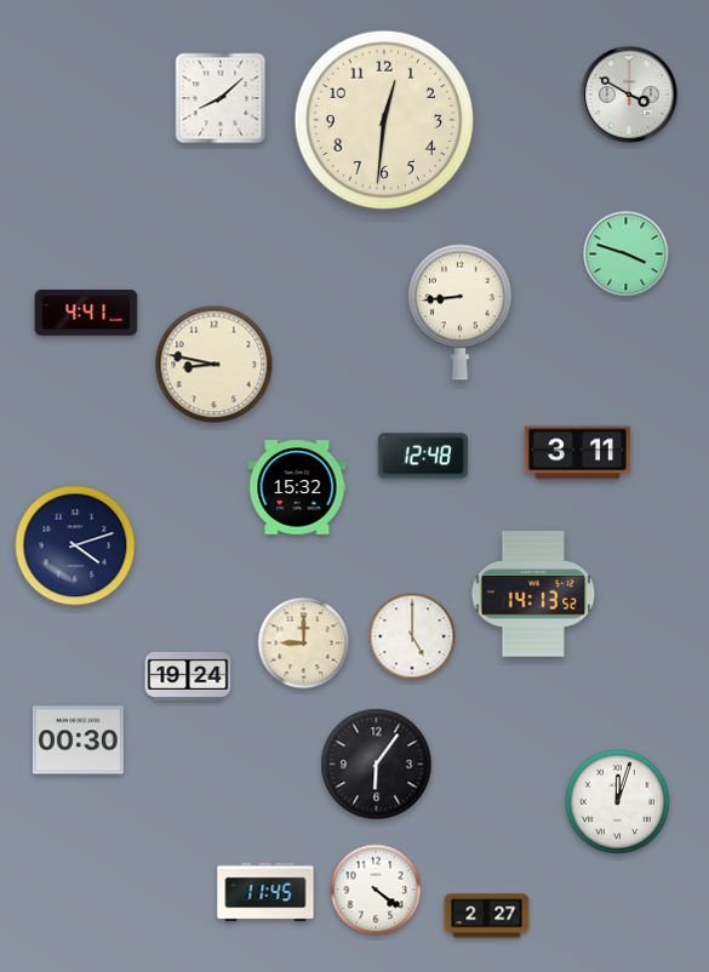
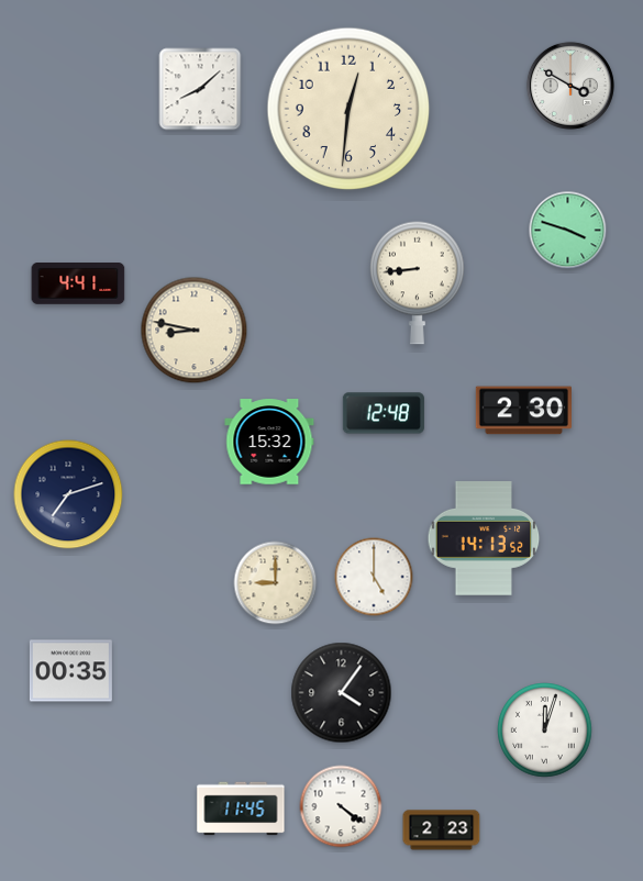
clock at (577, 453): 3:11 -> 2:30
clock at (75, 545): 4:12 -> 7:12
clock at (188, 676): 19:24 -> none
clock at (78, 741): 00:30 -> 00:35
clock at (377, 765): 6:06 -> 4:06
clock at (618, 802) position: (618, 802) -> (545, 731)
clock at (487, 916): 2:27 -> 2:23
